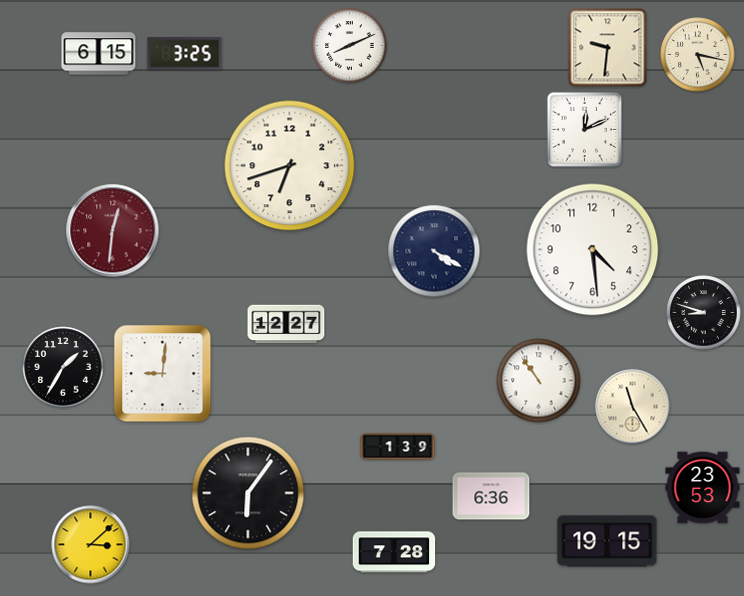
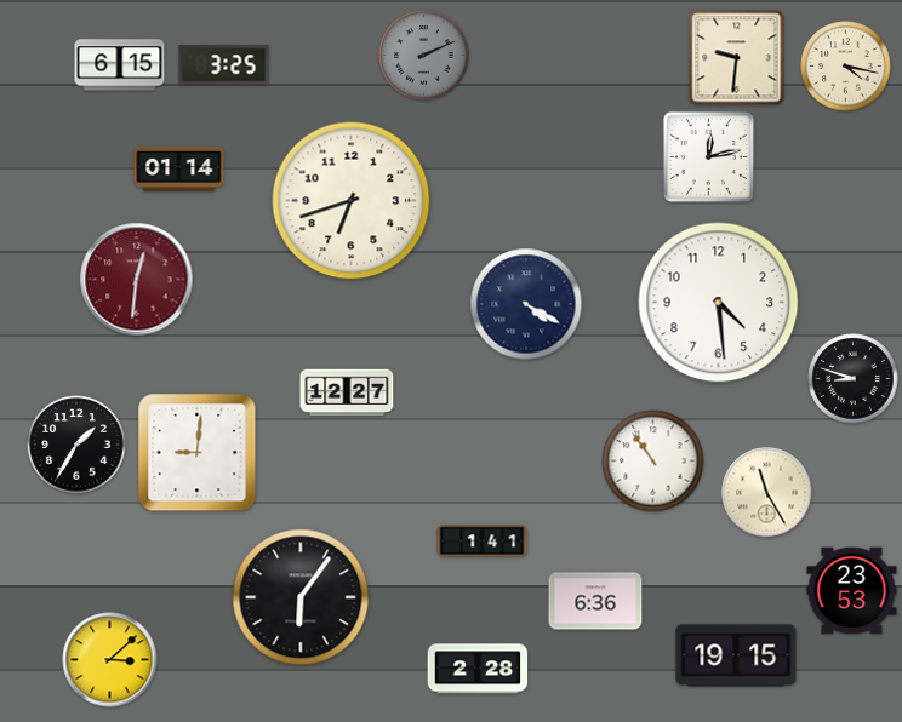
clock at (350, 46): 8:11 -> 2:11
clock at (350, 46) dial: white -> grey
clock at (698, 55): 5:17 -> 4:17
clock at (584, 129): 12:11 -> 12:13
clock at (179, 168): none -> 01:14
clock at (398, 447): 1:39 -> 1:41
clock at (394, 552): 7:28 -> 2:28
